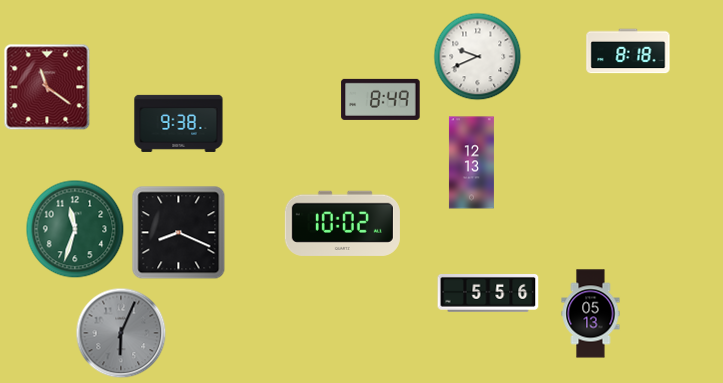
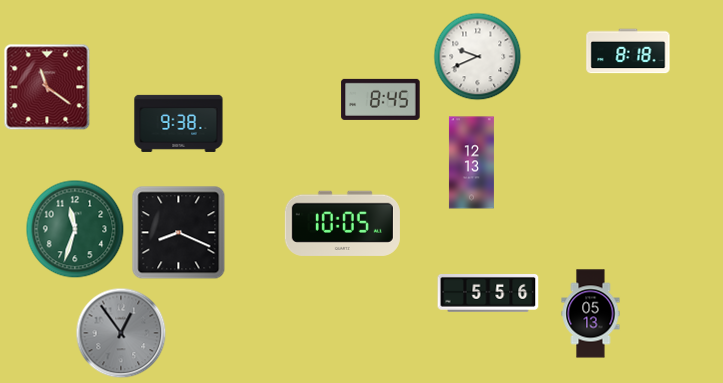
clock at (381, 99): 8:49 -> 8:45
clock at (342, 223): 10:02 -> 10:05
clock at (121, 333): 6:04 -> 12:54
